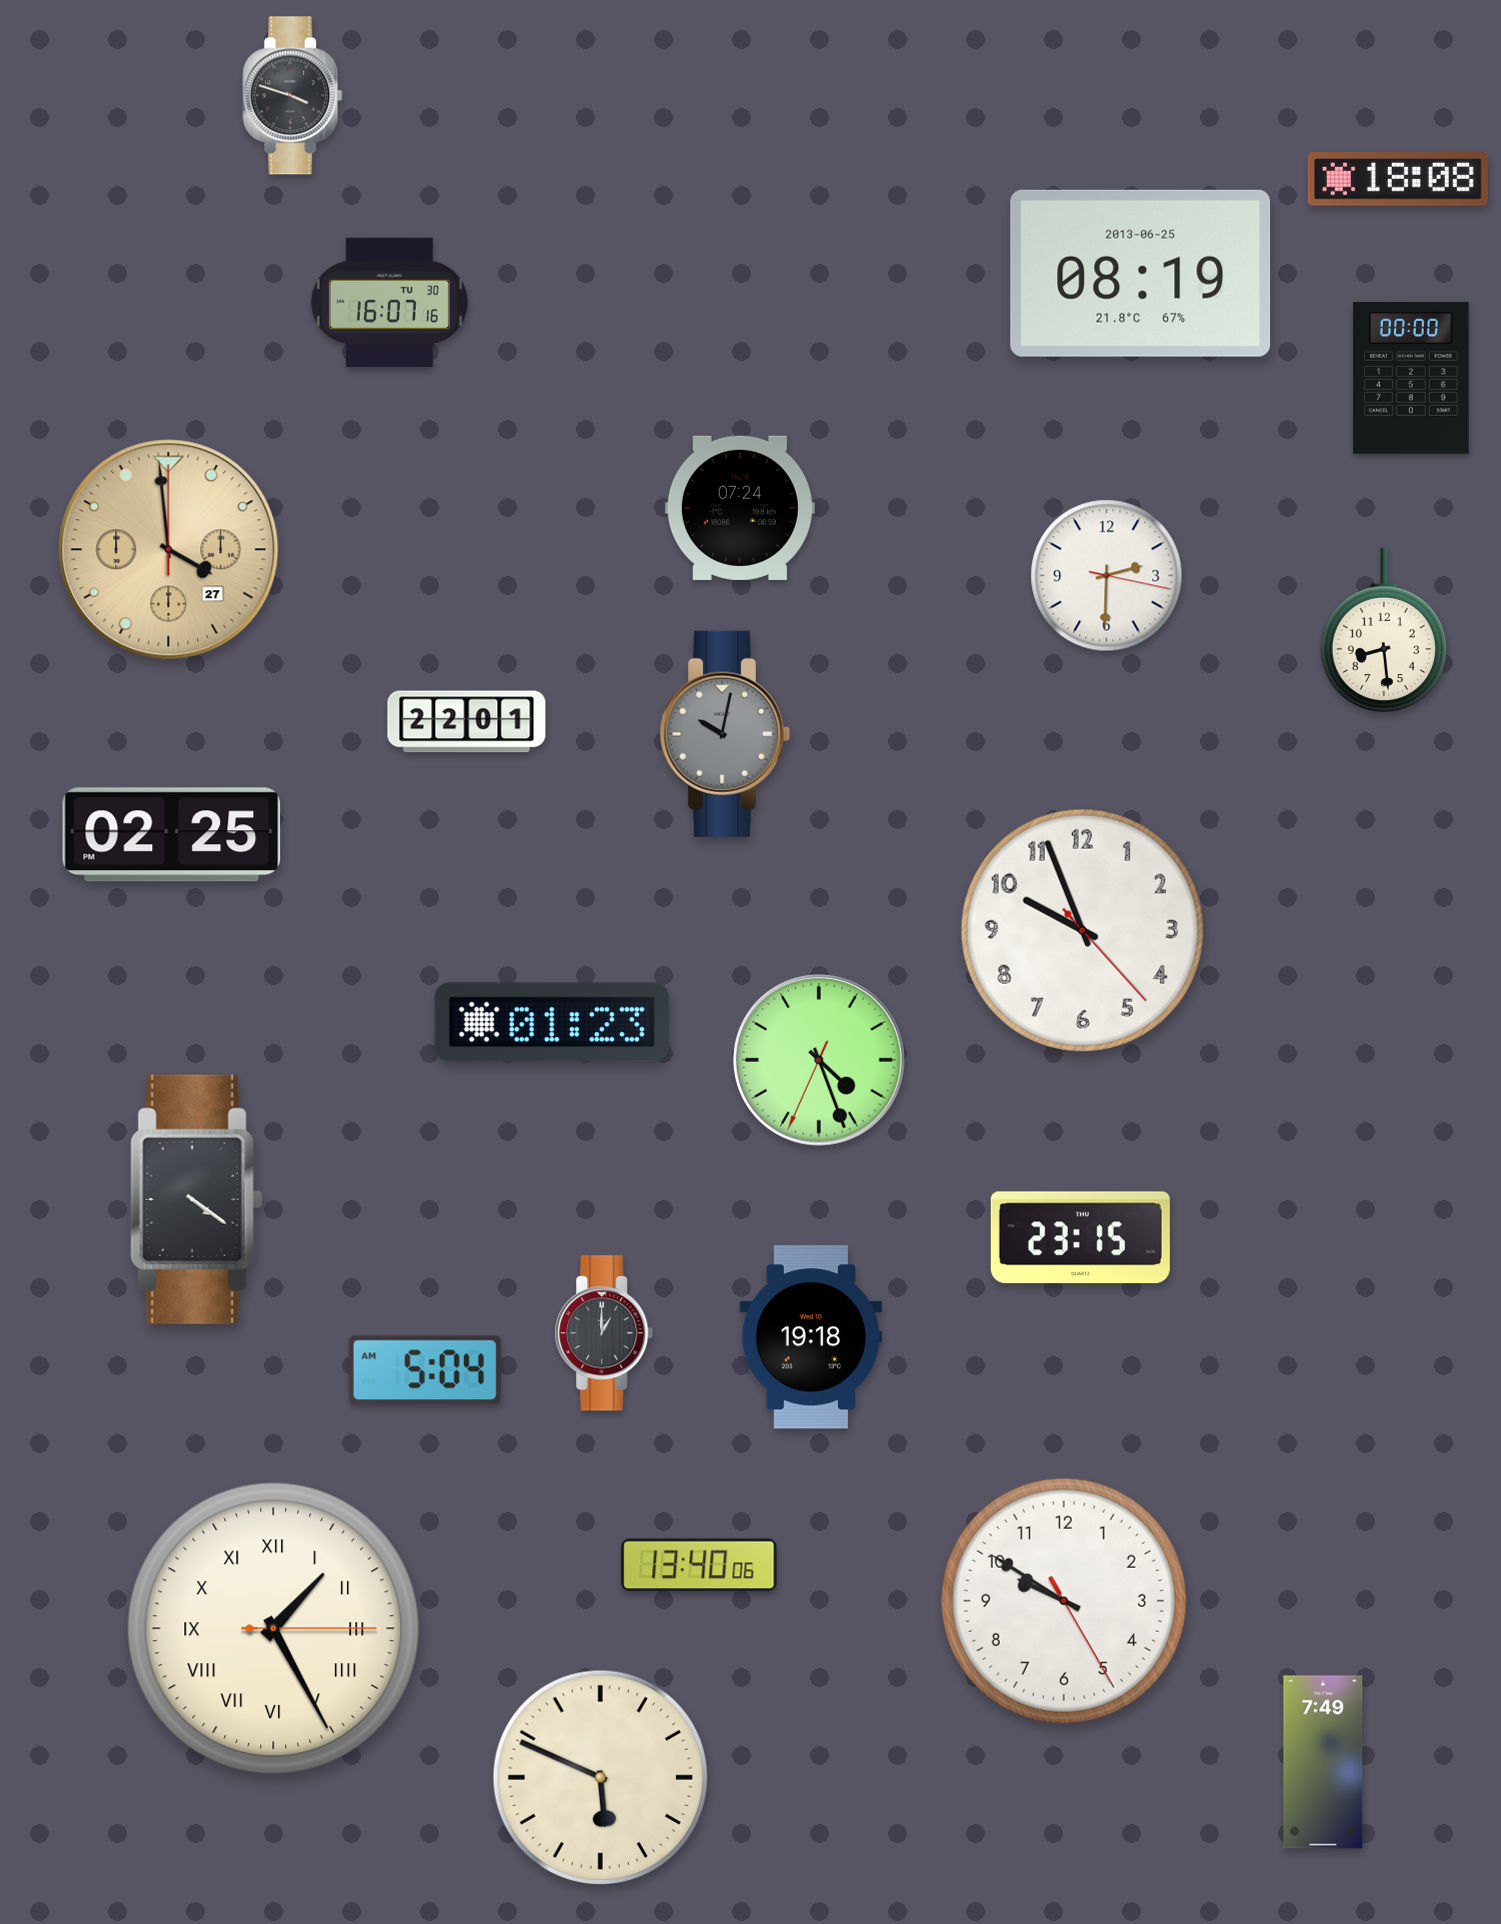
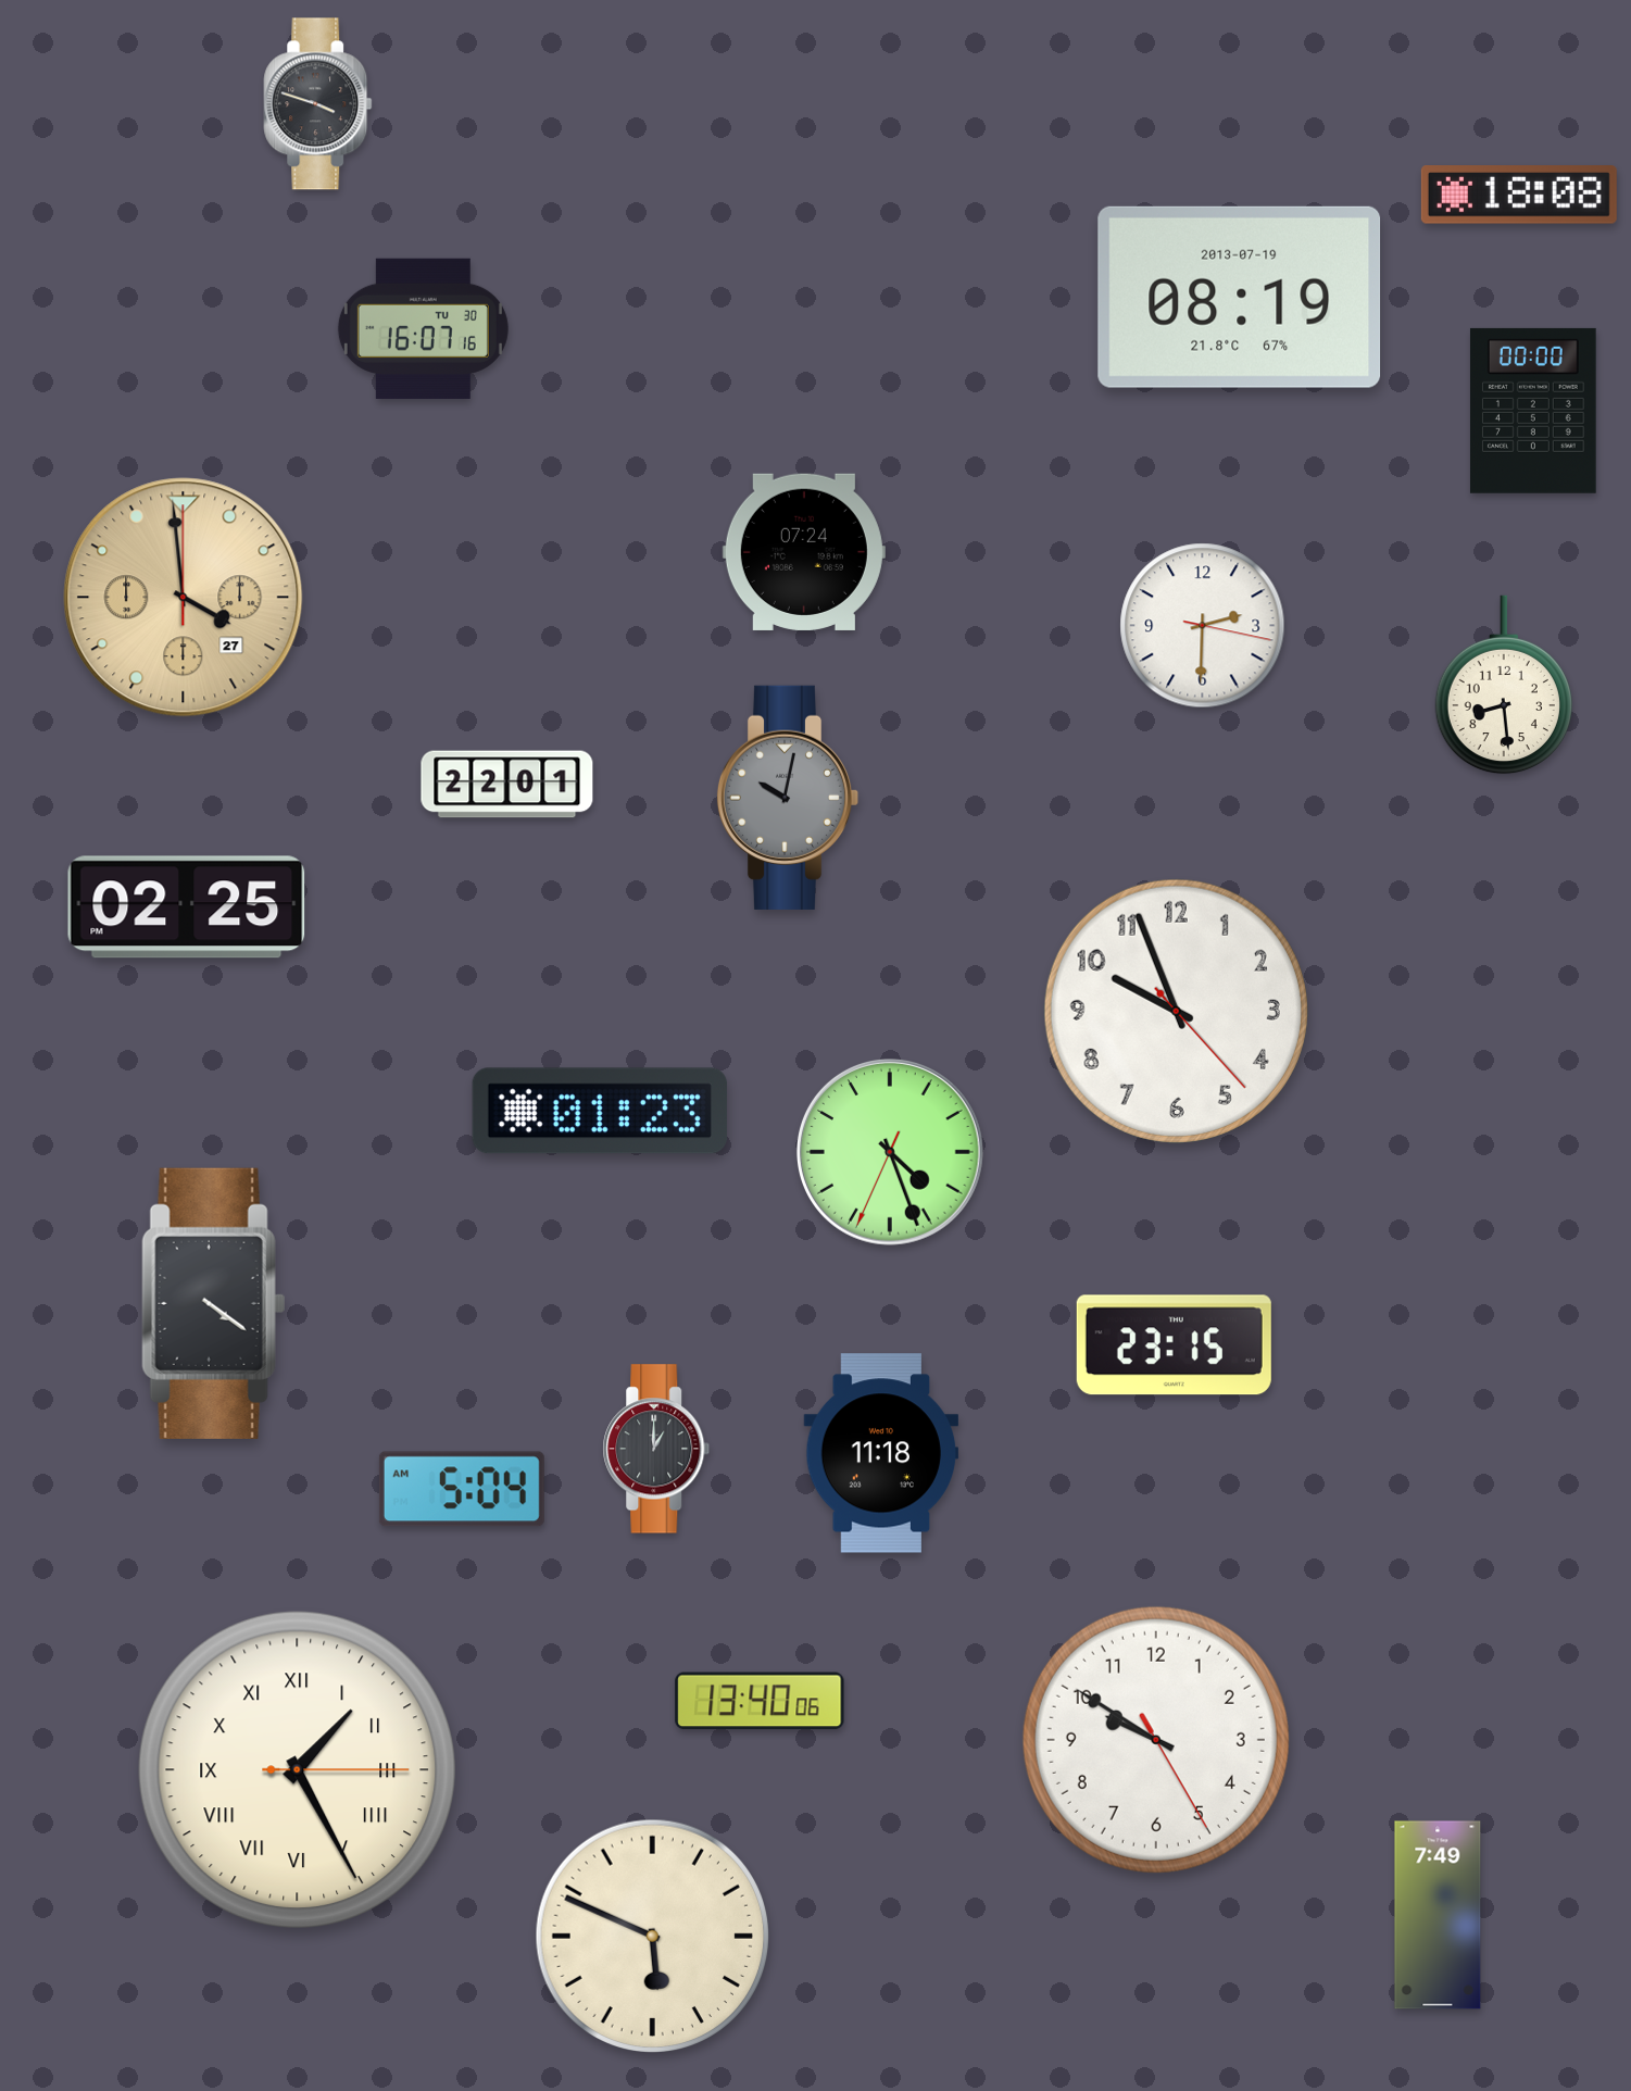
clock at (1141, 273) date: 2013-06-25 -> 2013-07-19
clock at (811, 1337): 19:18 -> 11:18
clock at (600, 1777) position: (600, 1777) -> (652, 1936)
